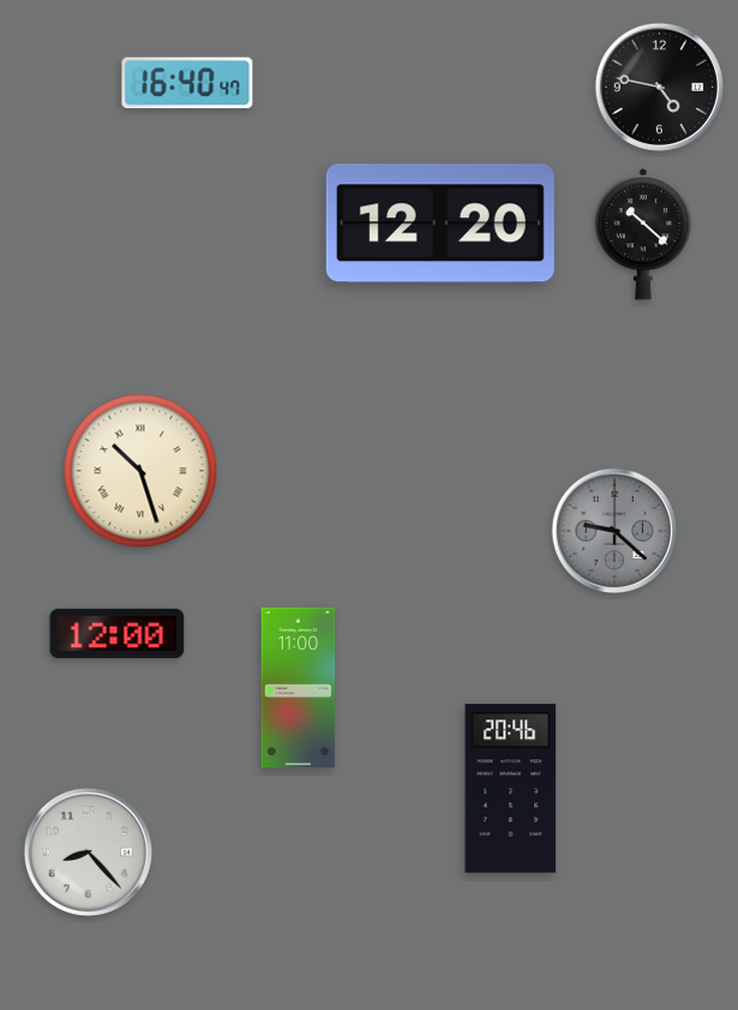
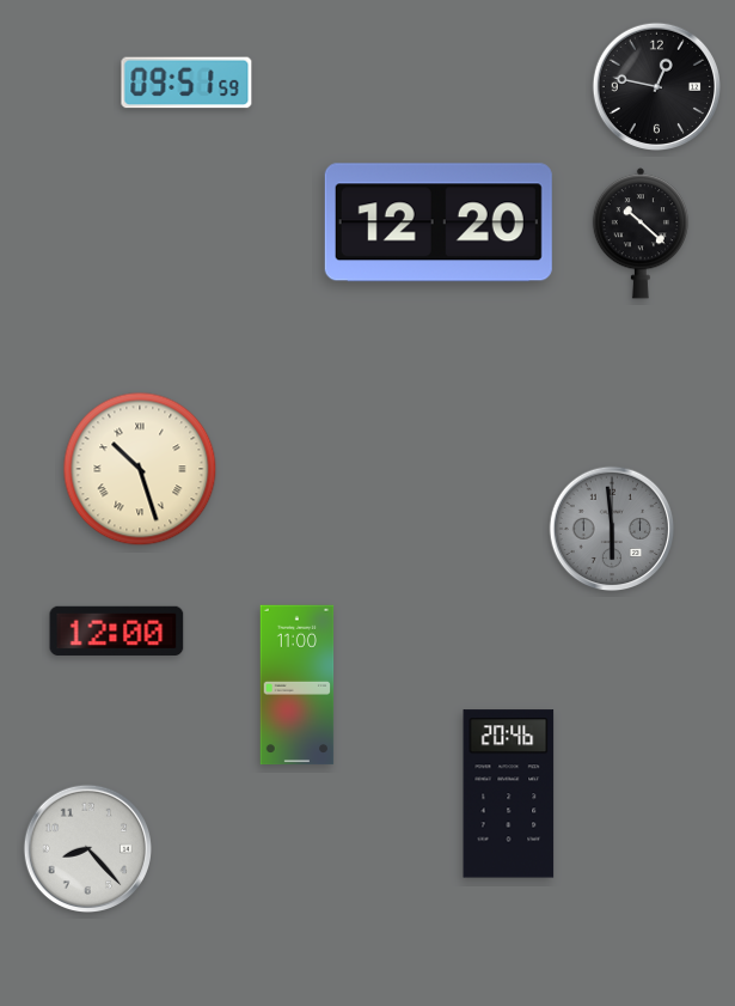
clock at (187, 83): 16:40 -> 09:51
clock at (659, 86): 4:47 -> 12:47
clock at (614, 531): 9:22 -> 5:59
clock at (511, 789) position: (511, 789) -> (509, 794)
